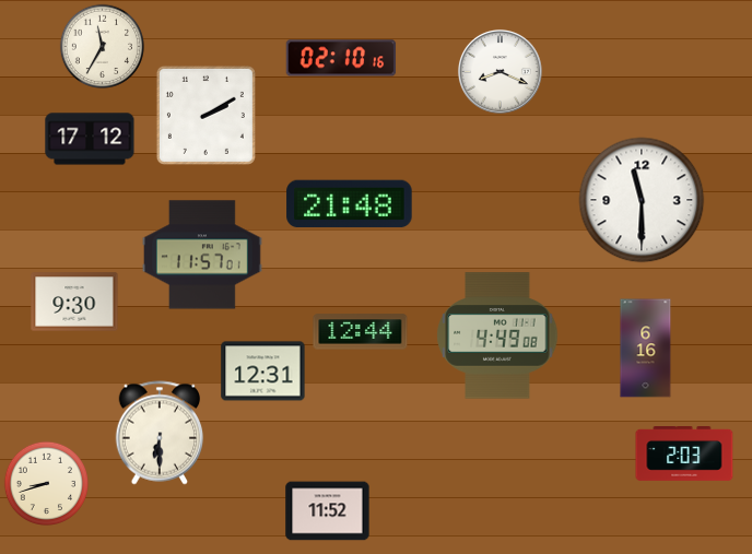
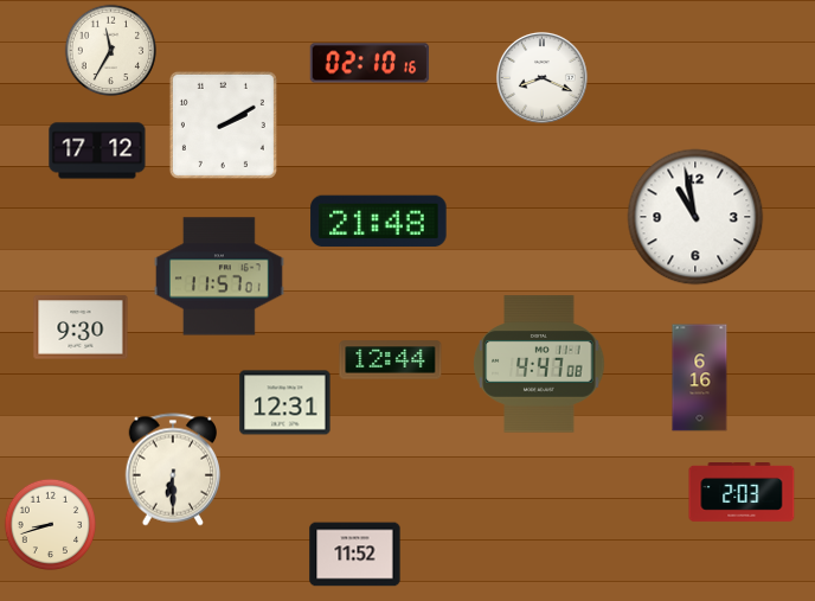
clock at (642, 200): 11:30 -> 10:58
clock at (497, 335): 4:49 -> 4:47
